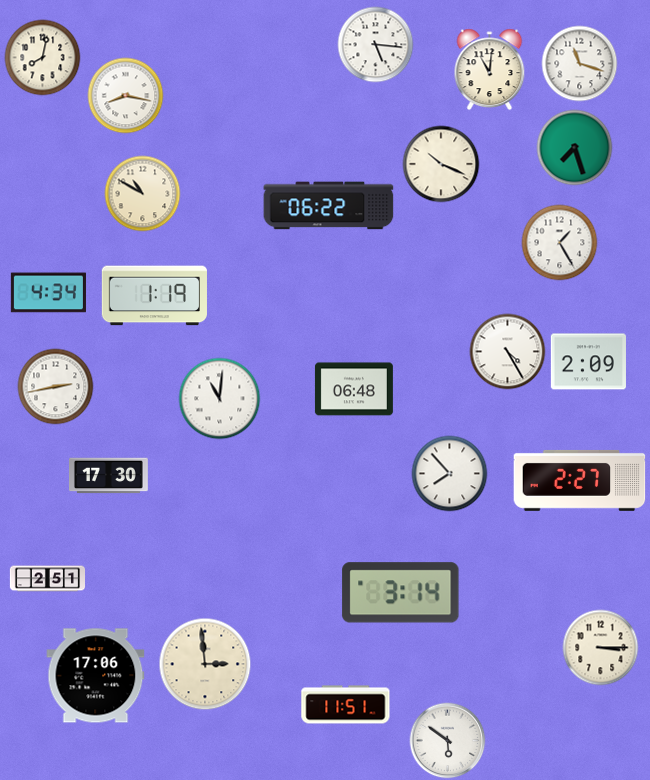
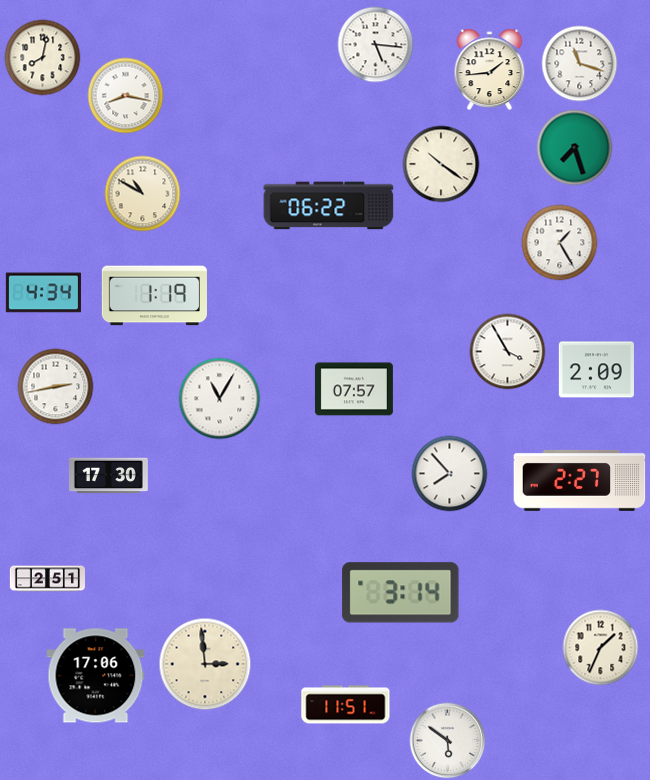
clock at (490, 70): 11:01 -> 1:44
clock at (441, 164): 10:19 -> 10:21
clock at (48, 293) position: (48, 293) -> (43, 293)
clock at (508, 352): 4:25 -> 3:55
clock at (588, 362) position: (588, 362) -> (596, 370)
clock at (354, 389): 06:48 -> 07:57
clock at (220, 399): 11:01 -> 11:05
clock at (601, 648): 3:15 -> 1:34
